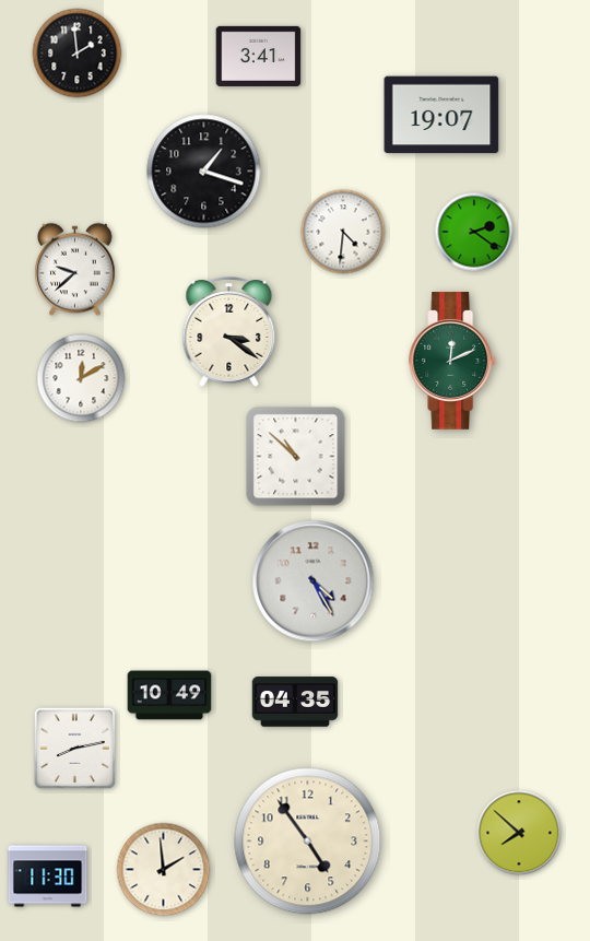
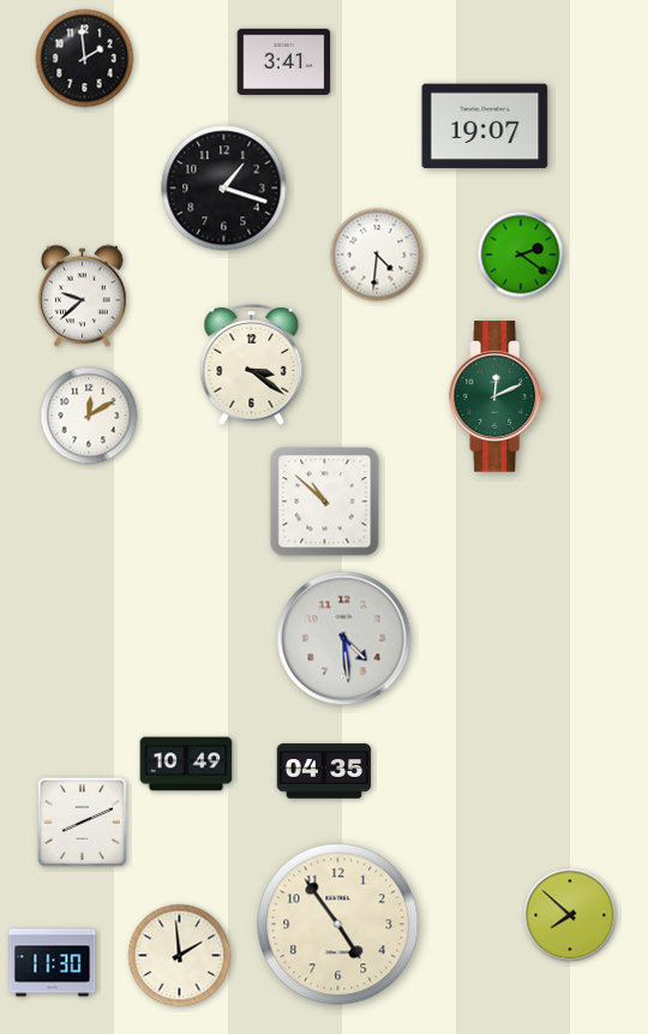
clock at (314, 581): 4:25 -> 4:29
clock at (74, 748): 8:13 -> 8:11
